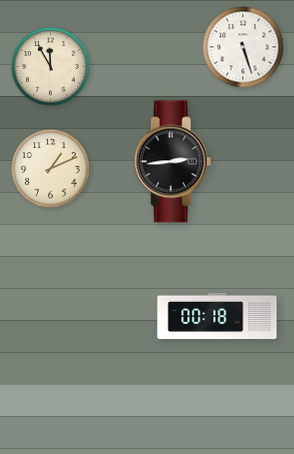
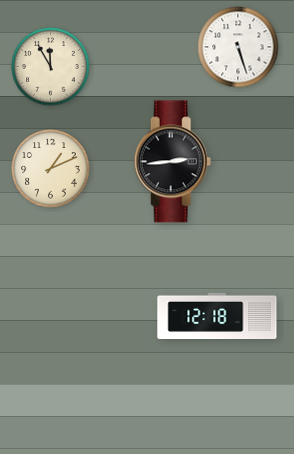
clock at (243, 47) position: (243, 47) -> (238, 47)
clock at (217, 315): 00:18 -> 12:18
